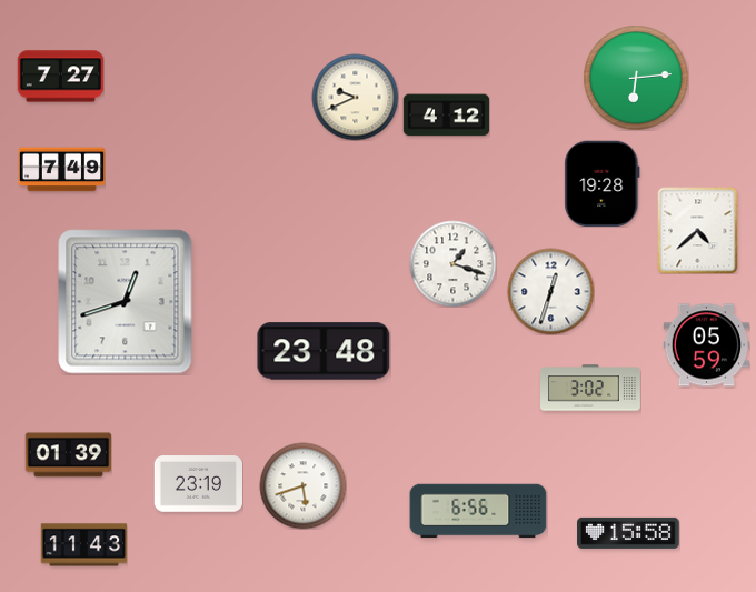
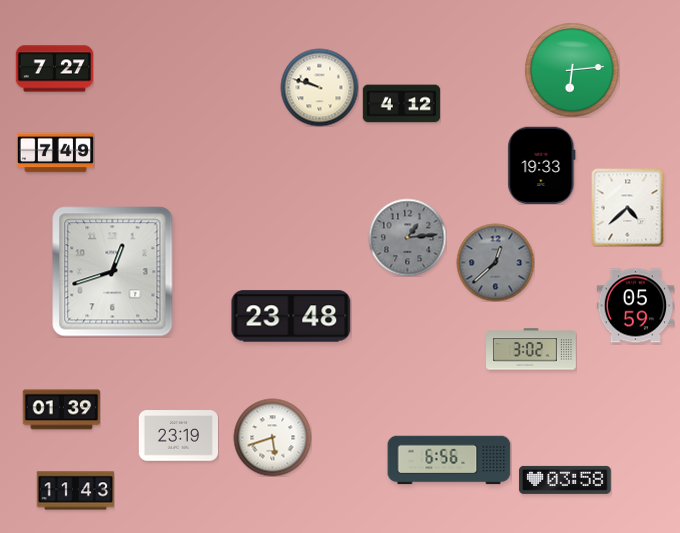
clock at (355, 97): 9:41 -> 9:48
clock at (603, 183): 19:28 -> 19:33
clock at (452, 263): 1:18 -> 1:14
clock at (452, 263) dial: white -> grey
clock at (550, 291): 12:33 -> 12:38
clock at (550, 291) dial: white -> grey
clock at (706, 345) position: (706, 345) -> (635, 306)
clock at (478, 511) position: (478, 511) -> (449, 460)
clock at (628, 533): 15:58 -> 03:58
